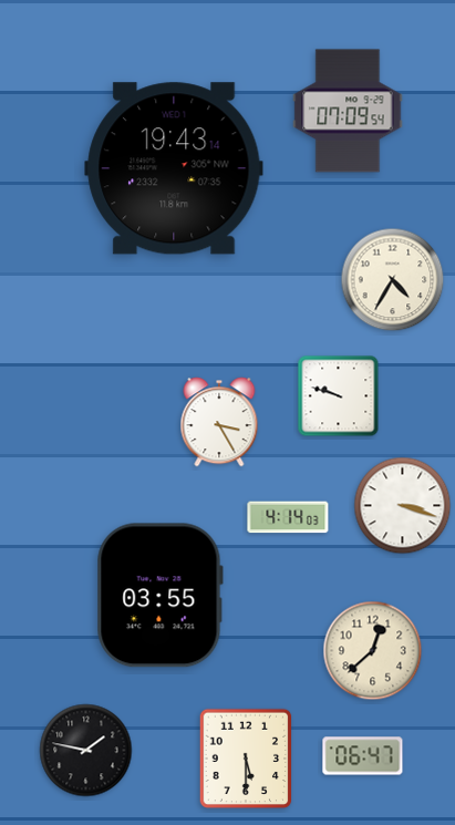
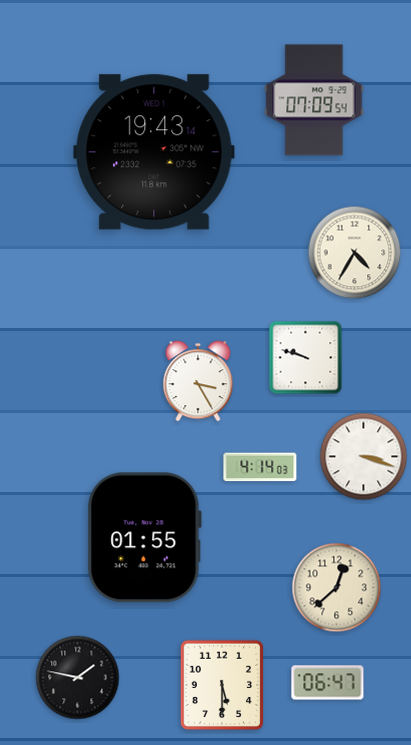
clock at (174, 168) position: (174, 168) -> (154, 152)
clock at (159, 596): 03:55 -> 01:55
